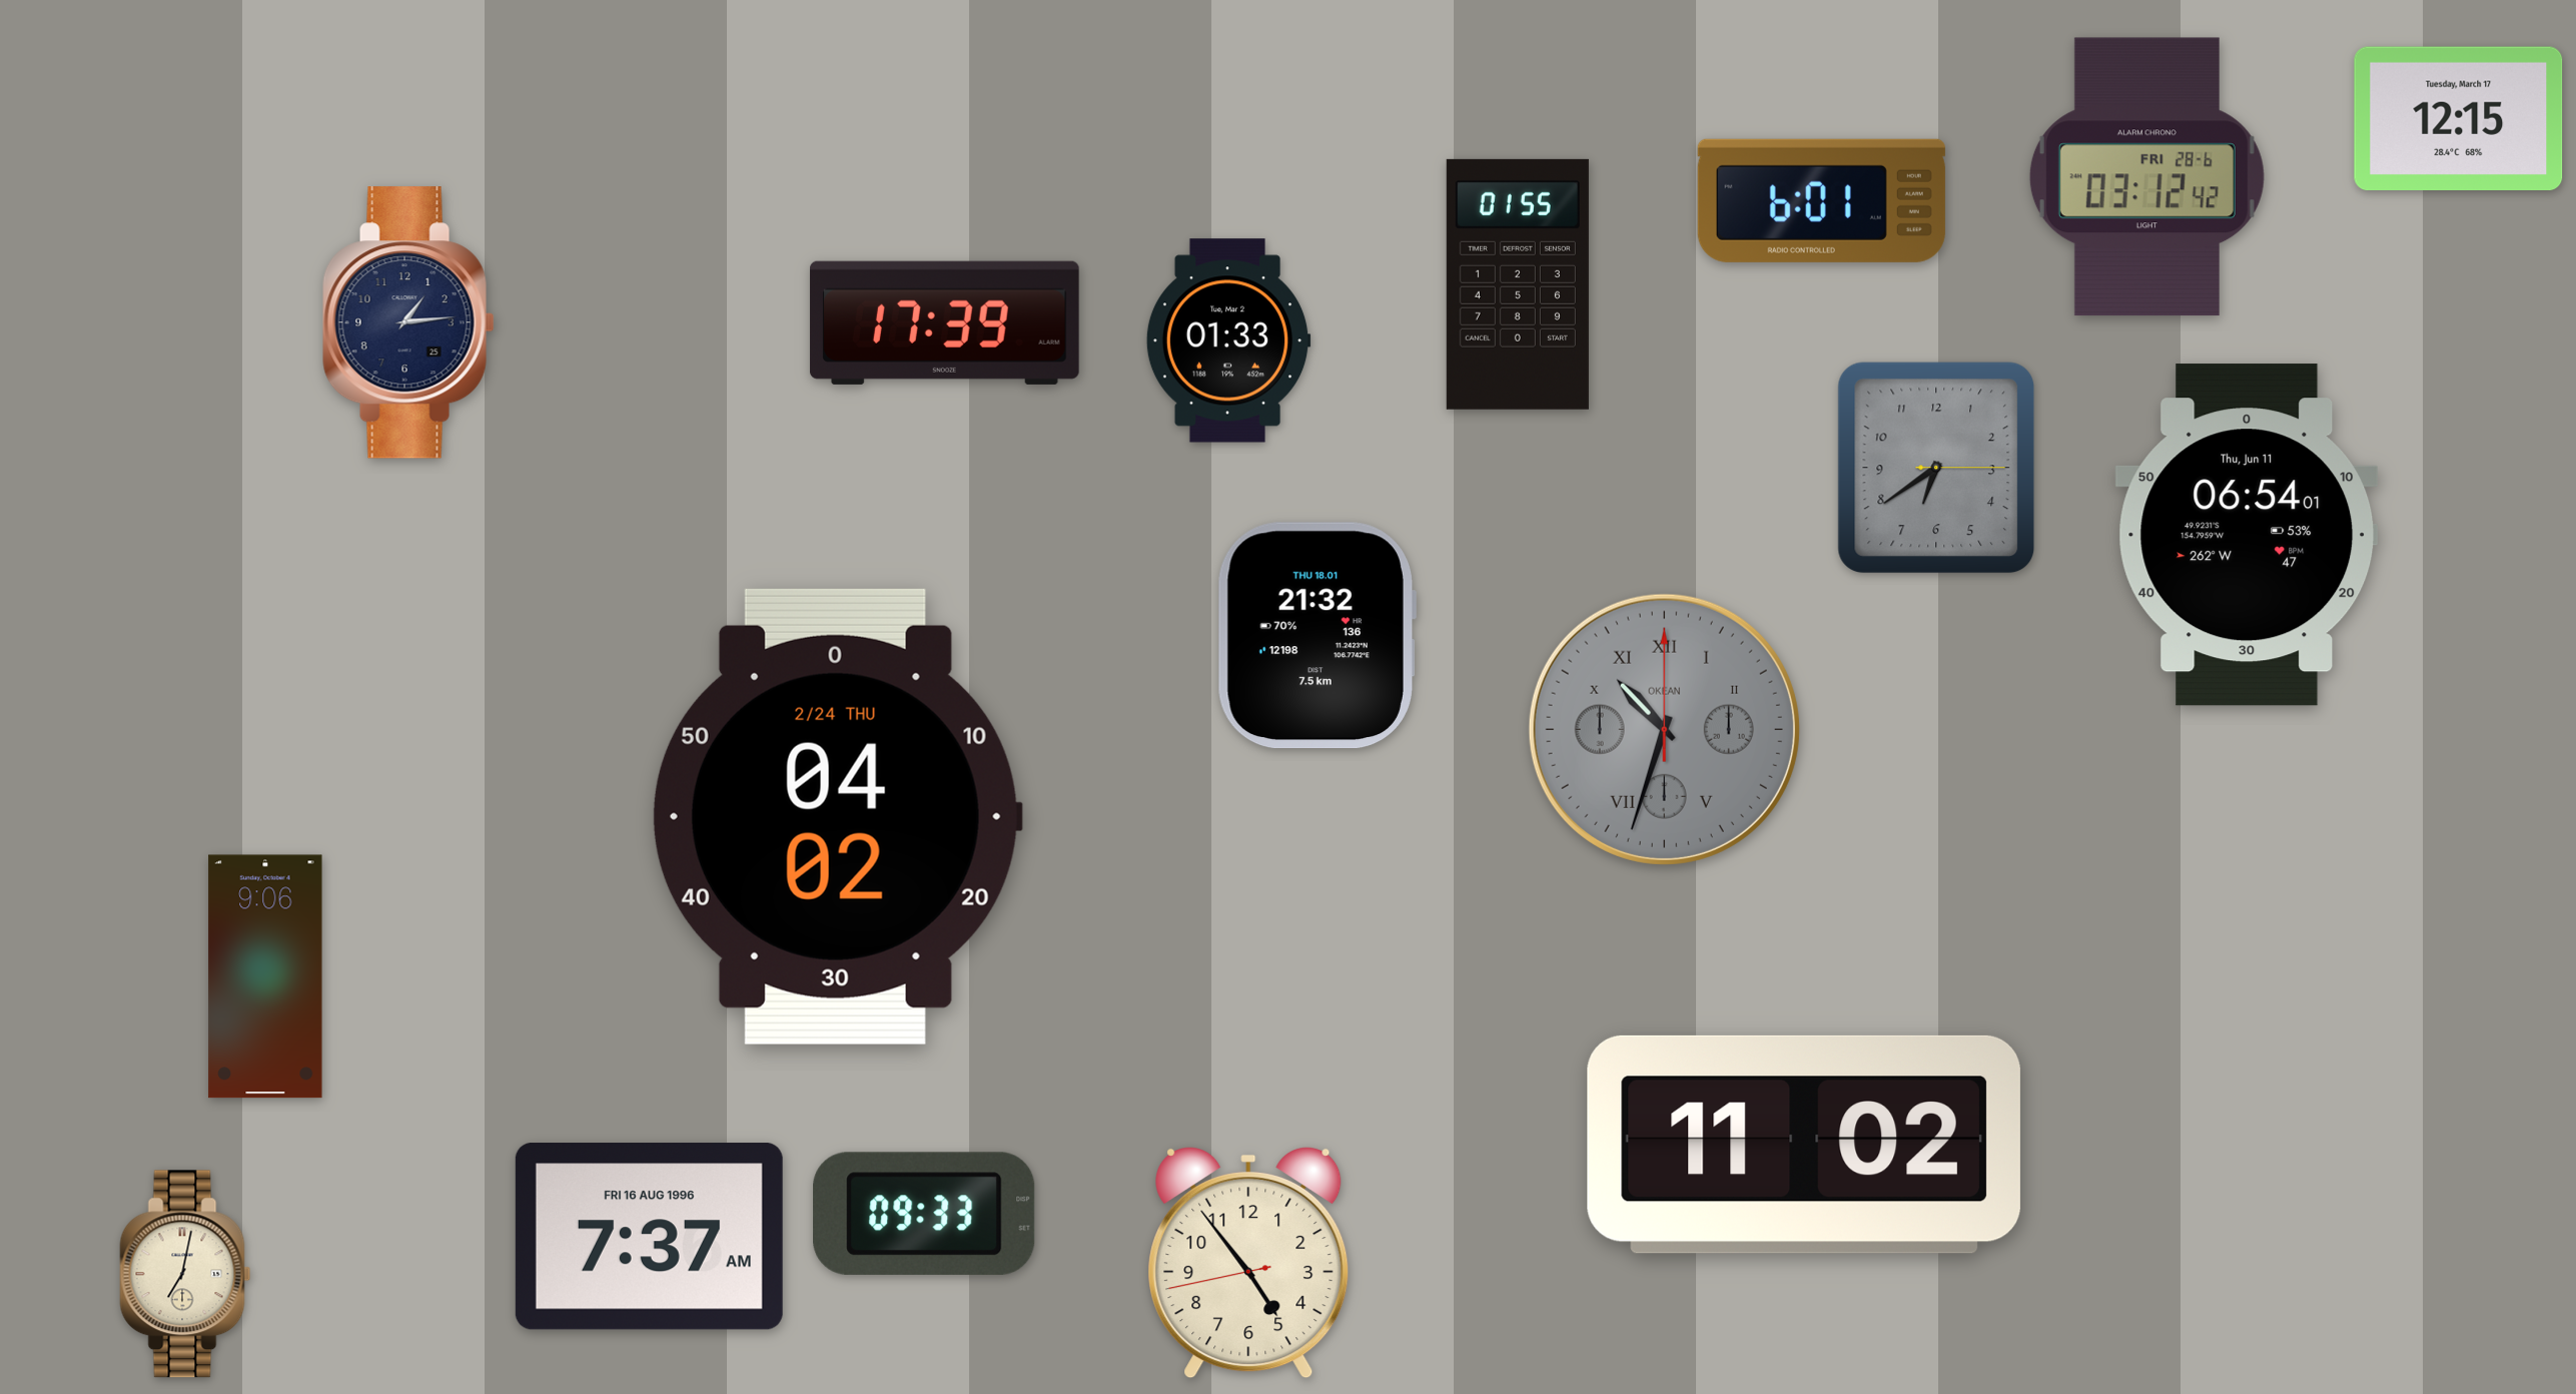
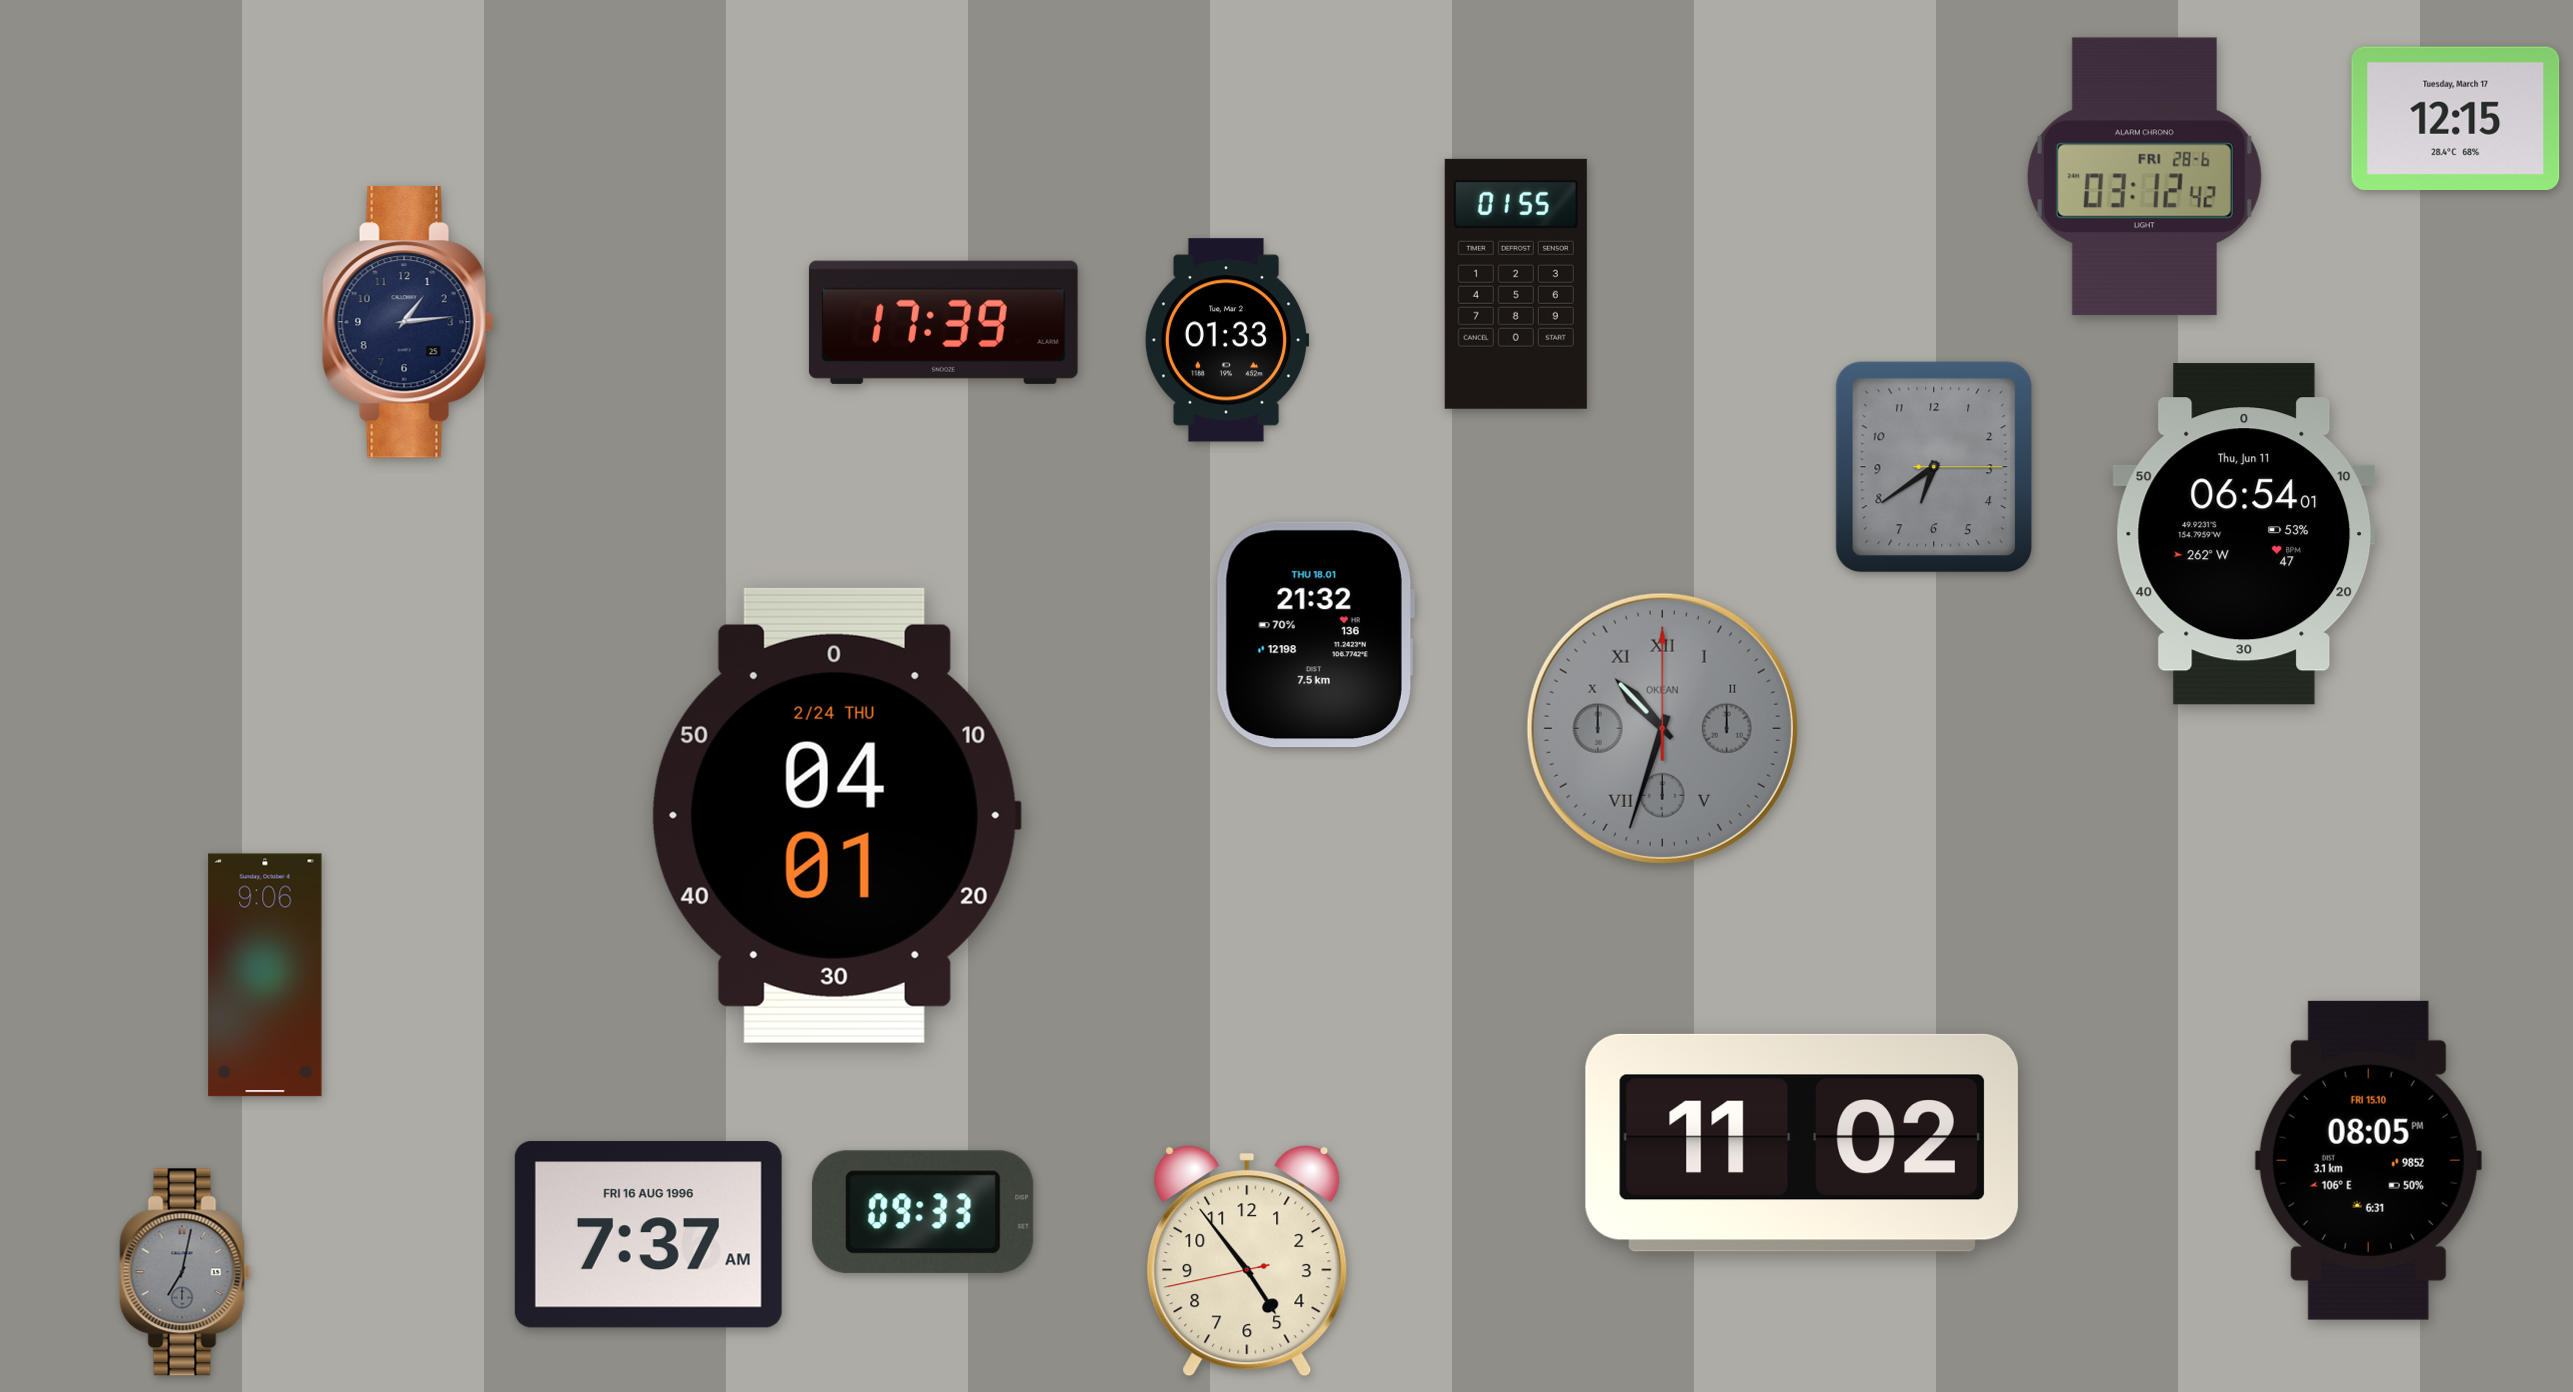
clock at (1821, 200): 6:01 -> none
clock at (837, 816): 04:02 -> 04:01
clock at (2368, 1160): none -> 08:05
clock at (185, 1274) dial: cream -> grey
